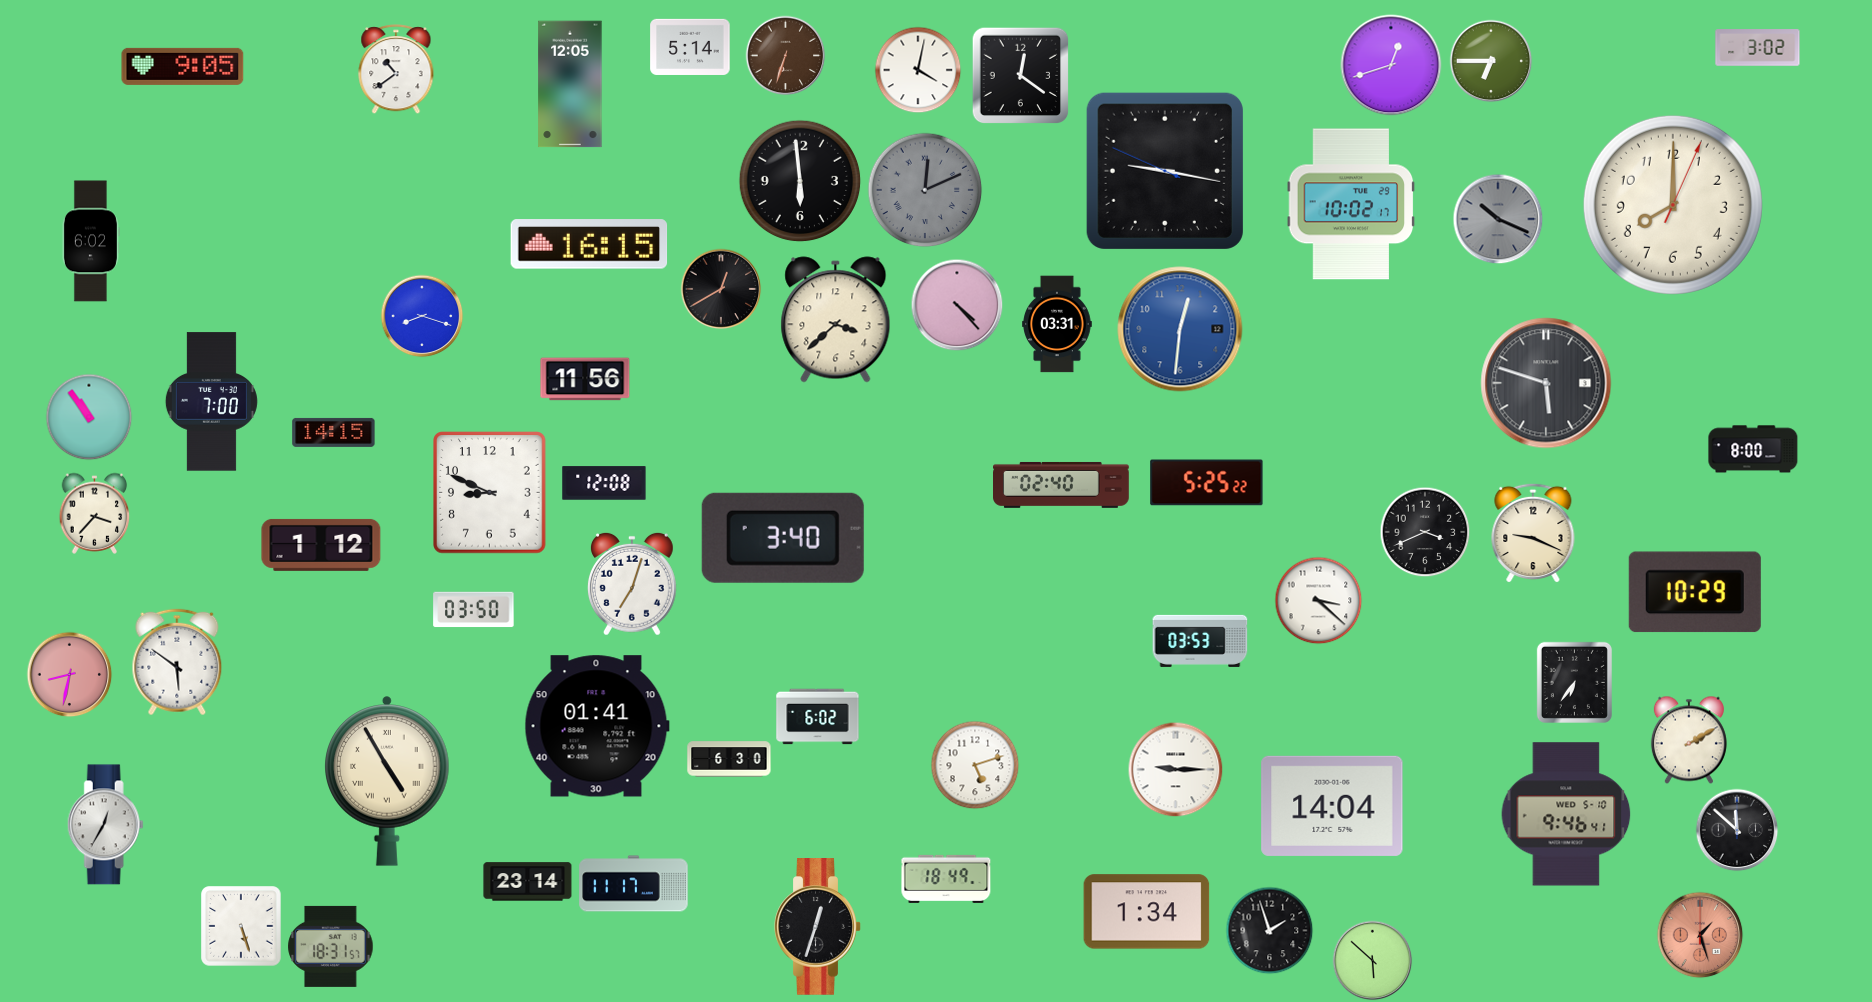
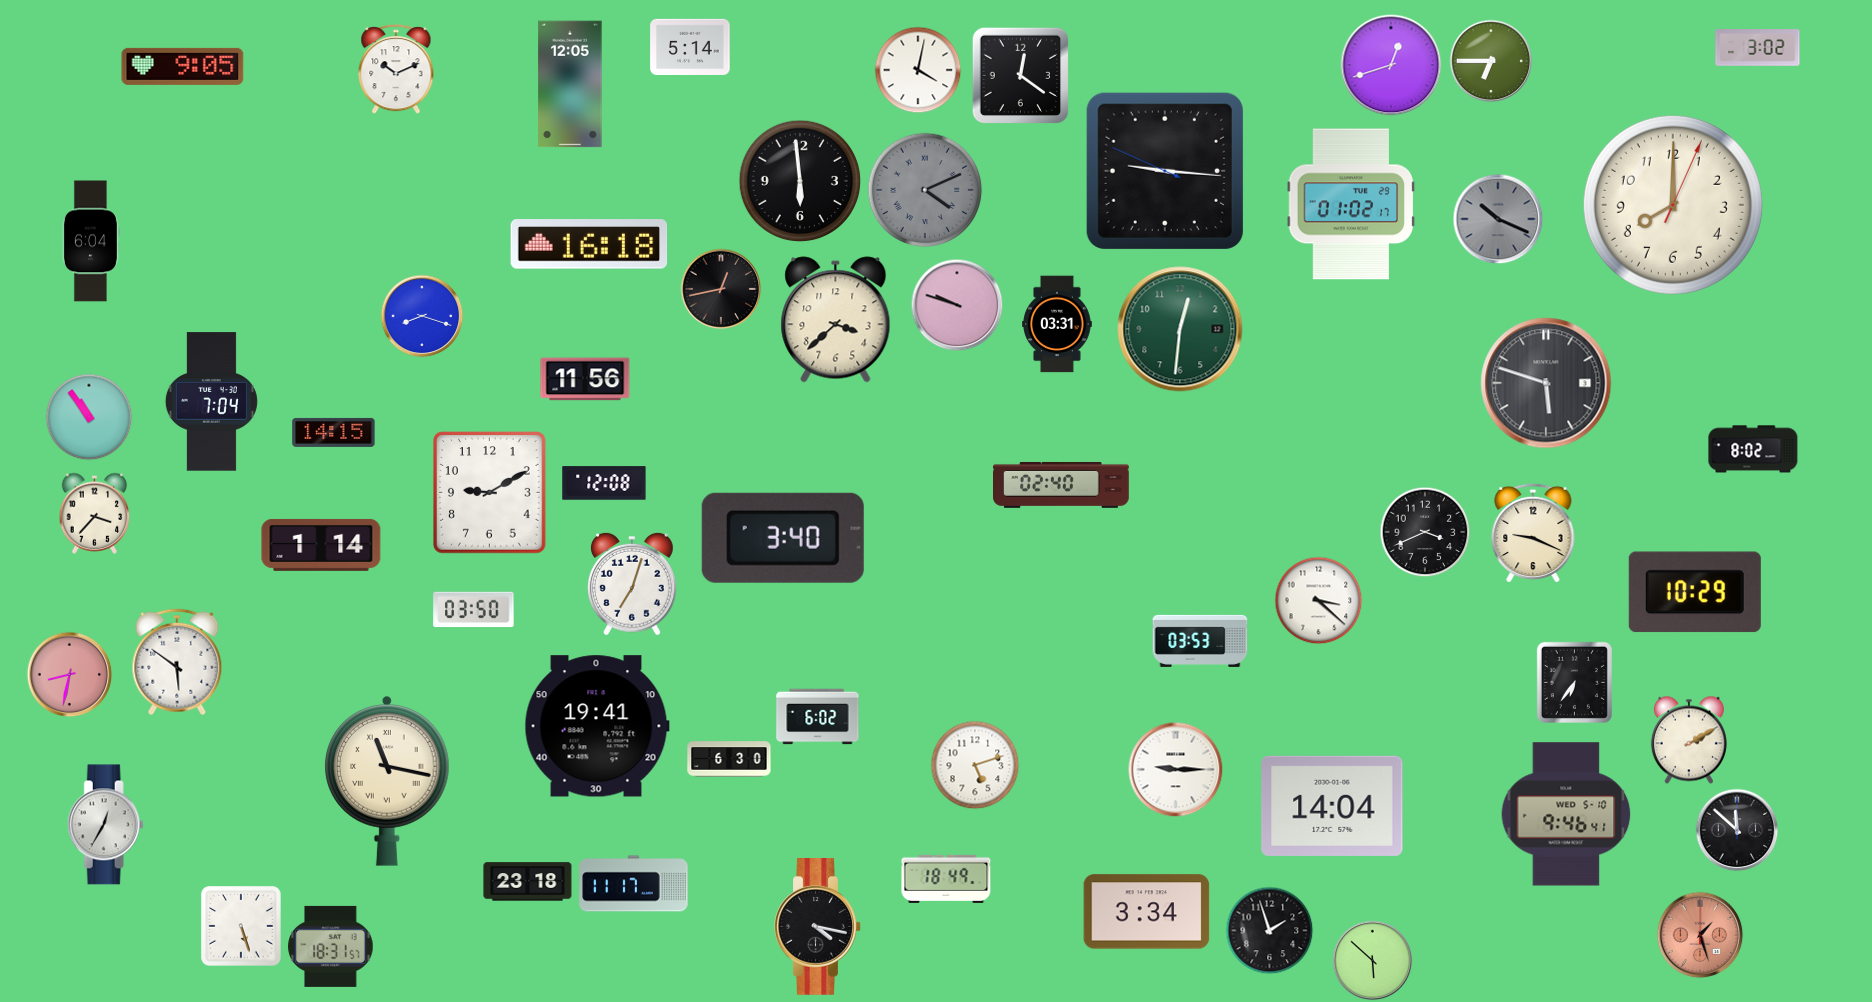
clock at (786, 56): 6:33 -> none
clock at (396, 70): 10:39 -> 10:11
clock at (1165, 171): 9:16 -> 9:15
clock at (925, 190): 12:11 -> 4:11
clock at (1351, 204): 10:02 -> 01:02
clock at (90, 241): 6:02 -> 6:04
clock at (589, 244): 16:15 -> 16:18
clock at (721, 289): 12:40 -> 12:43
clock at (957, 305): 4:23 -> 9:48
clock at (1180, 329) dial: blue -> green
clock at (211, 402): 7:00 -> 7:04
clock at (1753, 449): 8:00 -> 8:02
clock at (1207, 483): 5:25 -> none
clock at (490, 493): 8:49 -> 9:10
clock at (321, 545): 1:12 -> 1:14
clock at (597, 726): 01:41 -> 19:41
clock at (388, 781): 4:55 -> 11:17
clock at (528, 882): 23:14 -> 23:18
clock at (1147, 912): 1:34 -> 3:34
clock at (818, 927): 12:33 -> 4:17
